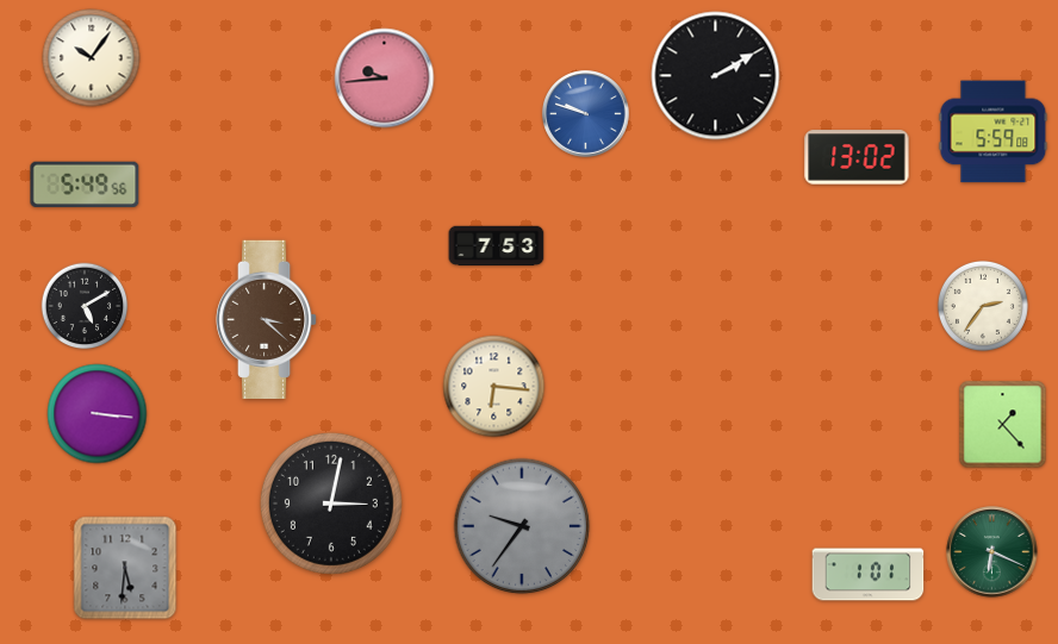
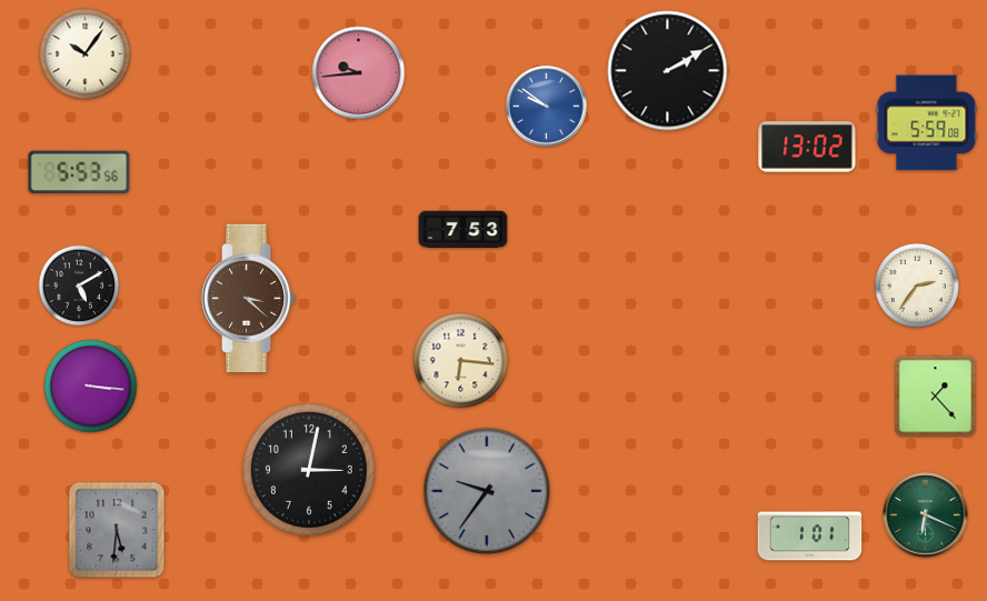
clock at (586, 114): 9:48 -> 9:51
clock at (857, 157) position: (857, 157) -> (807, 147)
clock at (85, 183): 5:49 -> 5:53
